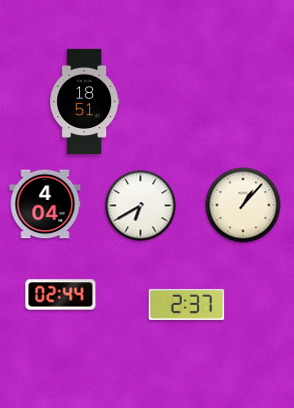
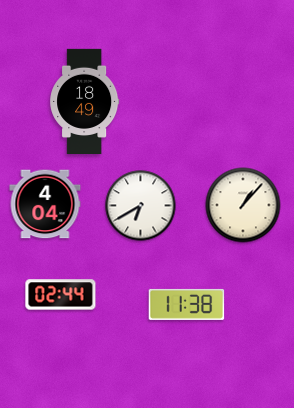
clock at (85, 102): 18:51 -> 18:49
clock at (187, 304): 2:37 -> 11:38
